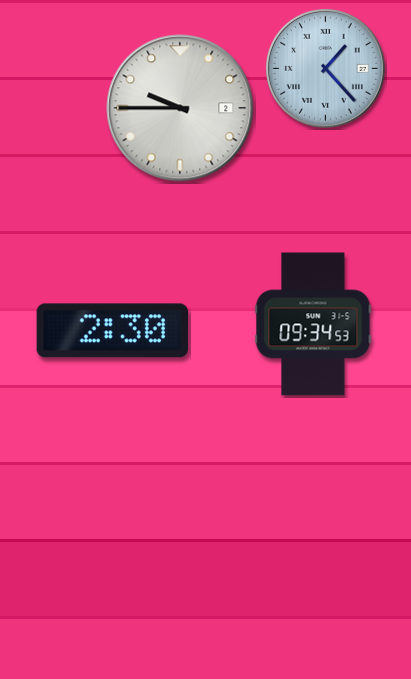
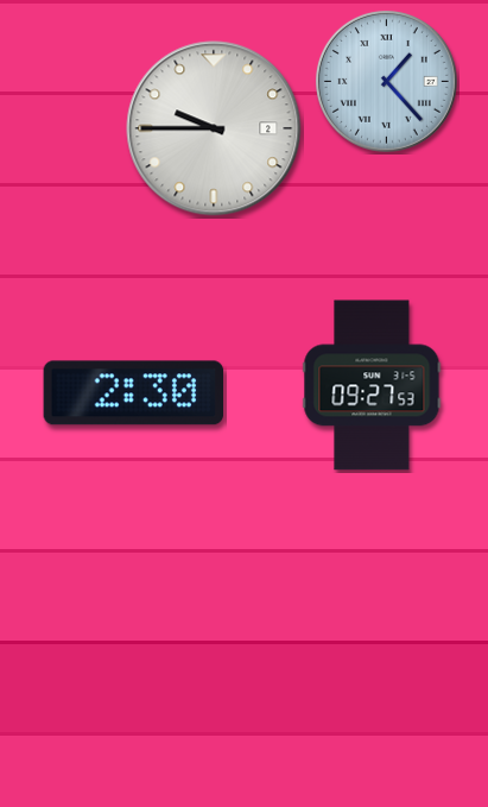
clock at (313, 324): 09:34 -> 09:27
